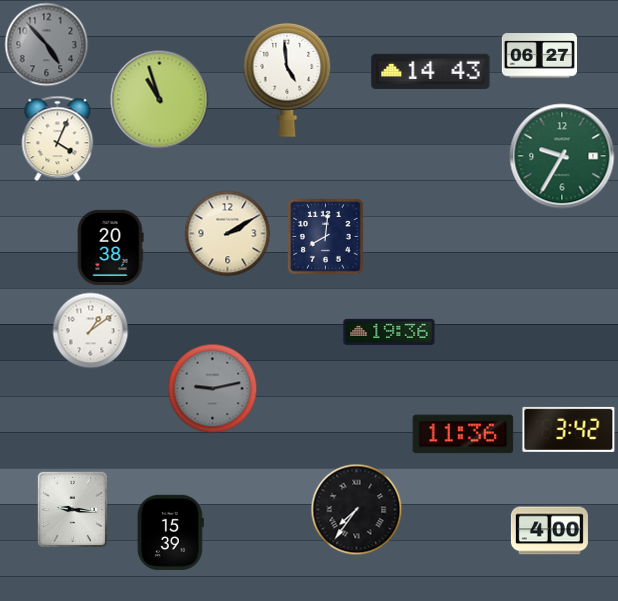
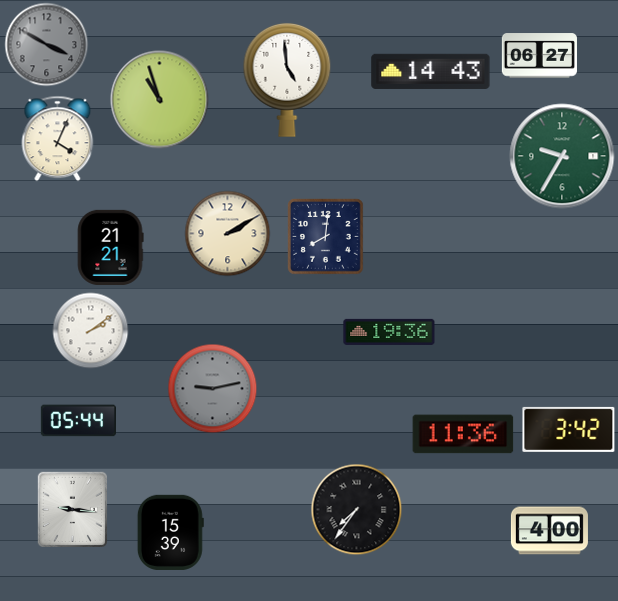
clock at (47, 45): 4:53 -> 3:50
clock at (110, 247): 20:38 -> 21:21
clock at (91, 331): 1:09 -> 2:09
clock at (78, 421): none -> 05:44
